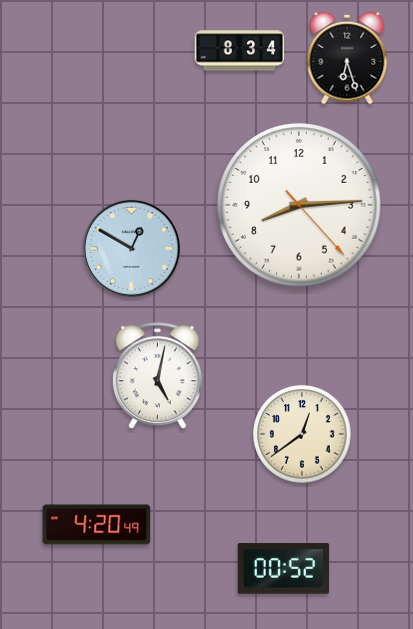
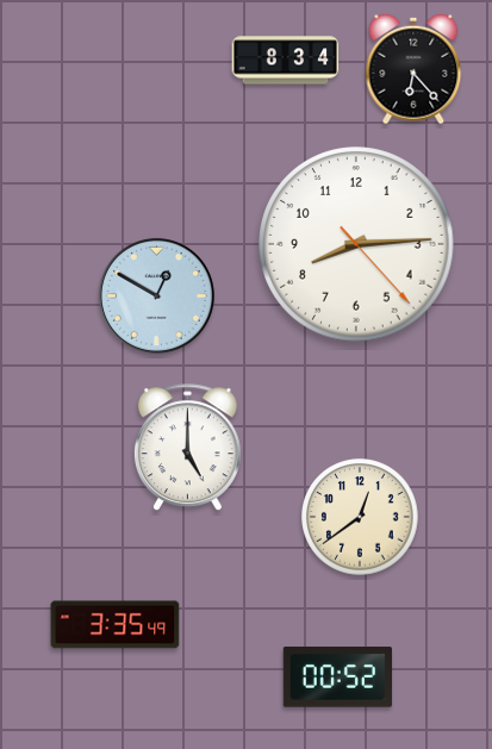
clock at (347, 58): 6:27 -> 6:23
clock at (157, 376): 5:02 -> 5:00
clock at (97, 525): 4:20 -> 3:35
